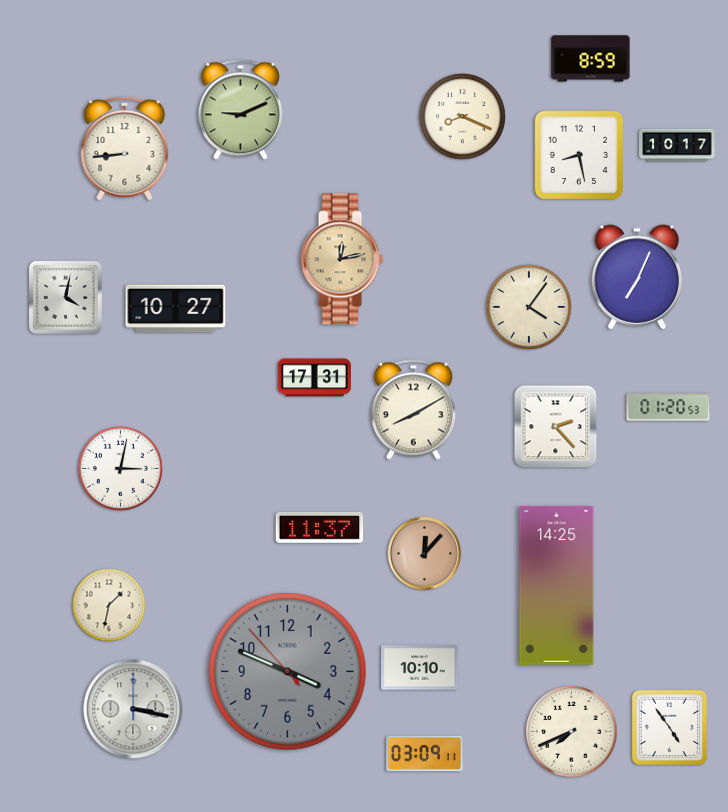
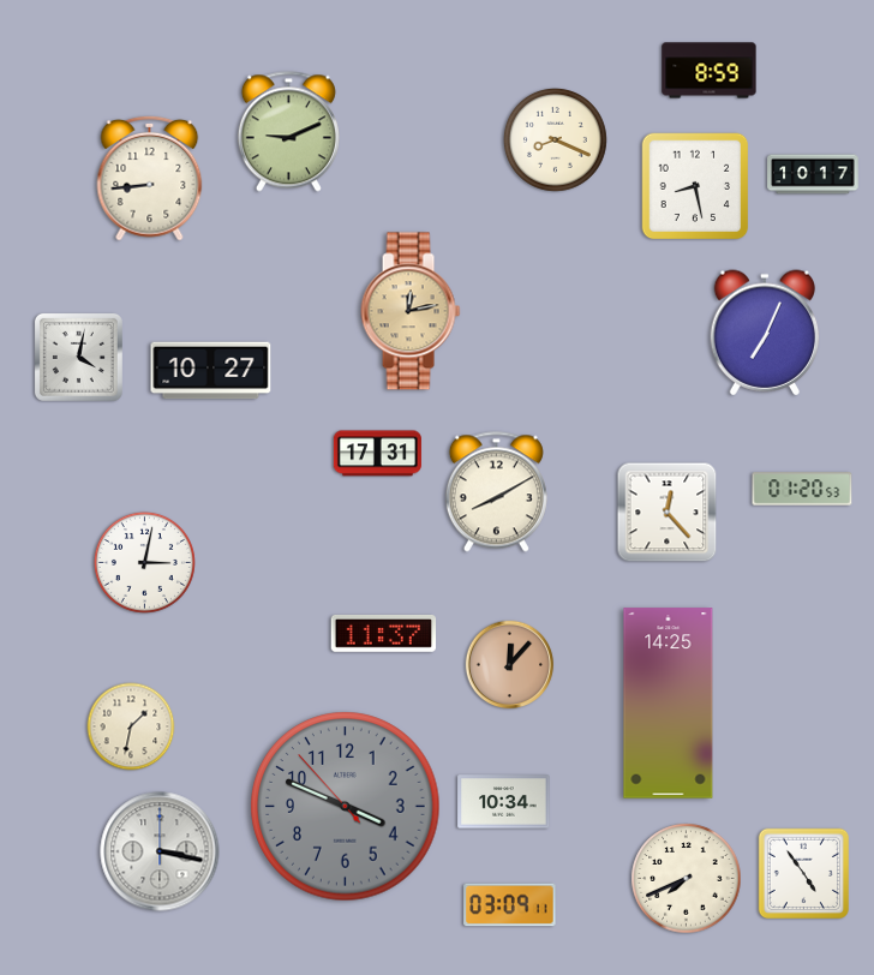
clock at (529, 307): 4:06 -> none
clock at (556, 427): 2:23 -> 12:23
clock at (420, 668): 10:10 -> 10:34
